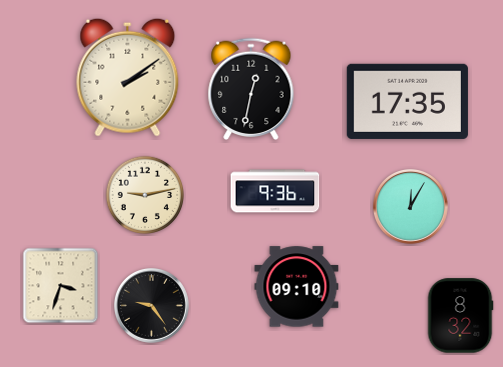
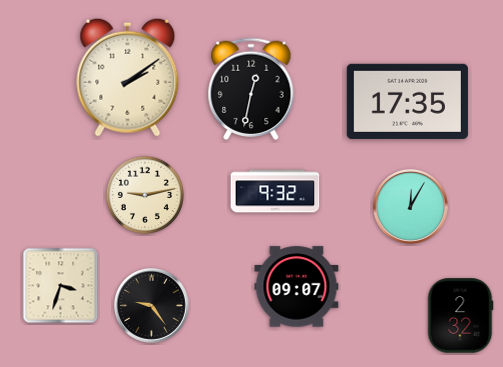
clock at (275, 191): 9:36 -> 9:32
clock at (297, 287): 09:10 -> 09:07
clock at (460, 316): 8:32 -> 2:32
